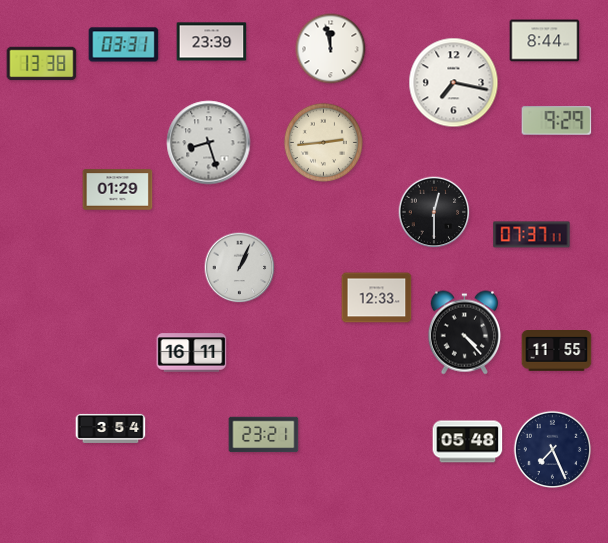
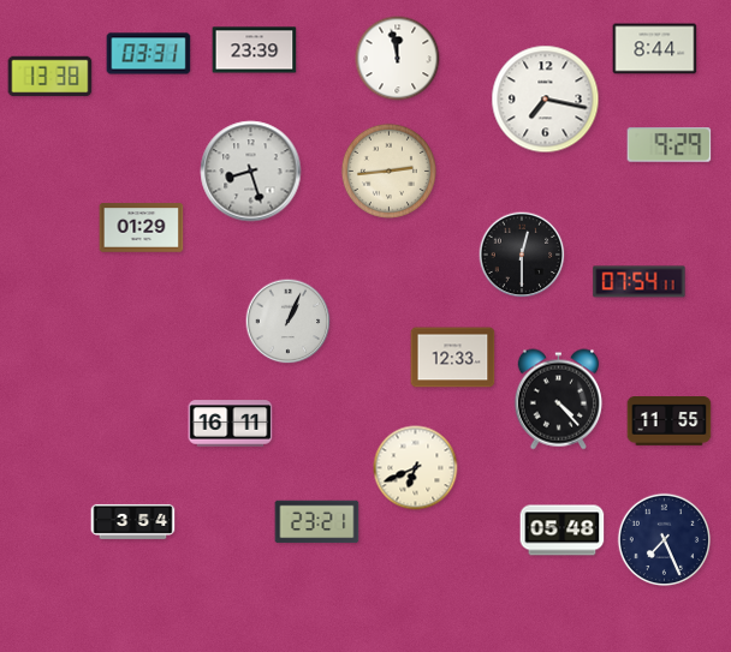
clock at (532, 235): 07:37 -> 07:54
clock at (416, 468): none -> 6:41
clock at (111, 428) position: (111, 428) -> (133, 521)
